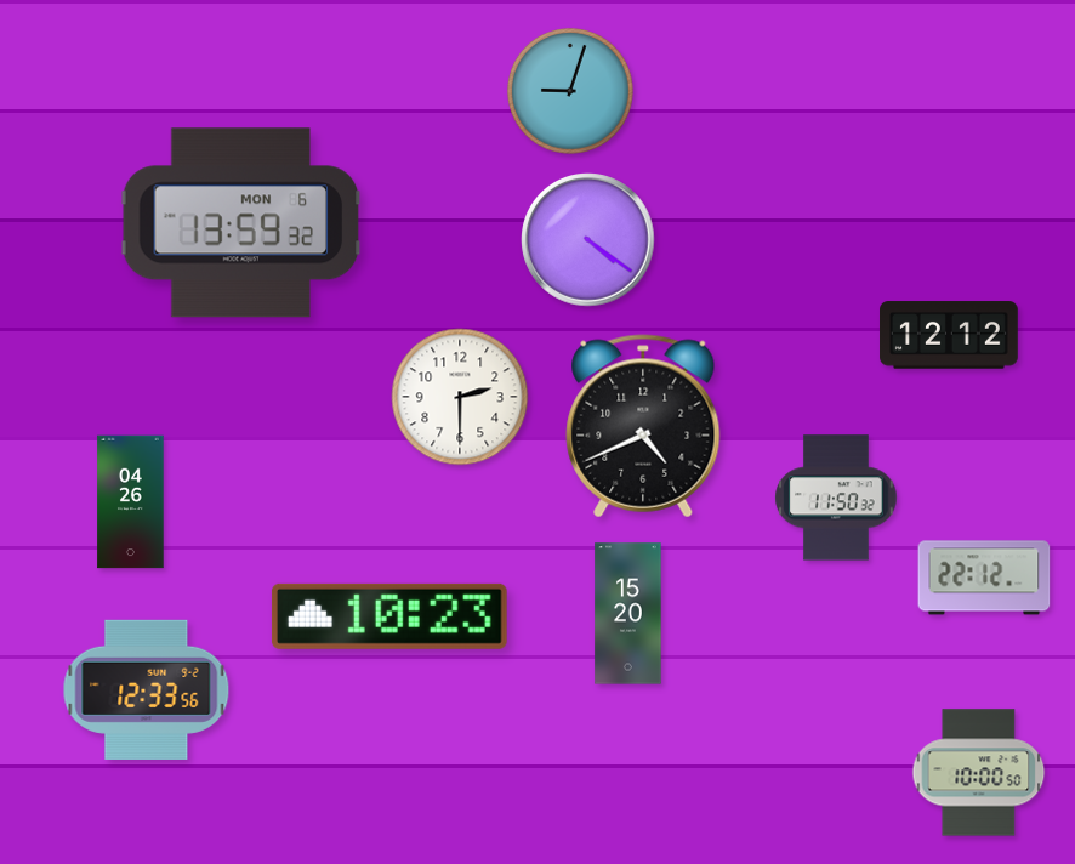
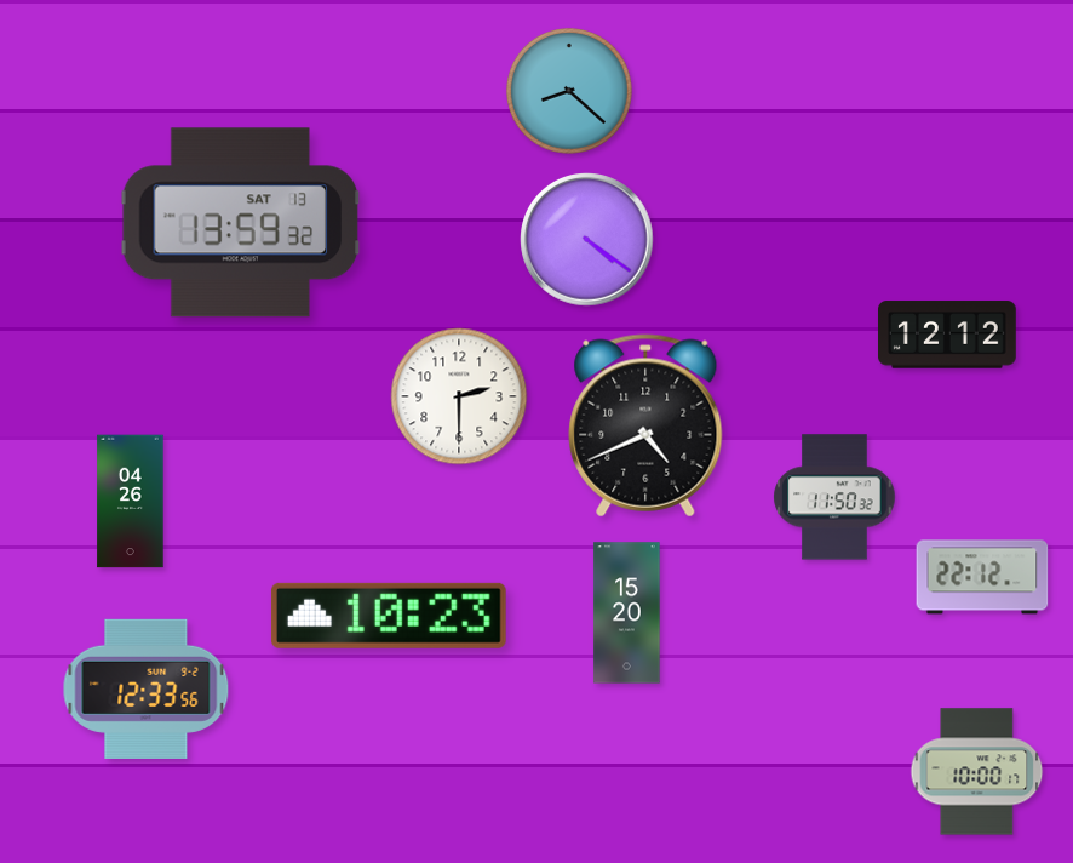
clock at (571, 92): 9:03 -> 8:22
clock at (241, 223) date: MON 6 -> SAT 13
clock at (643, 426) position: (643, 426) -> (645, 425)
clock at (979, 773): 10:00:50 -> 10:00:17
